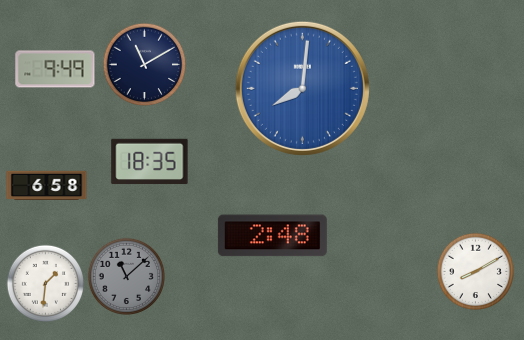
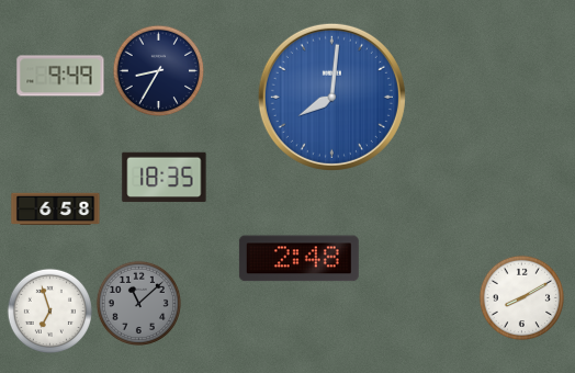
clock at (144, 64): 11:10 -> 8:35
clock at (47, 186) position: (47, 186) -> (56, 210)
clock at (45, 283): 1:31 -> 6:57
